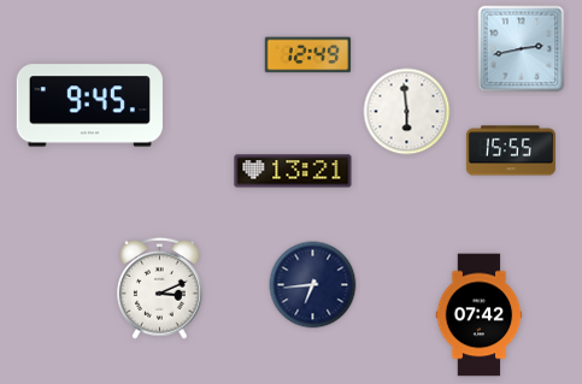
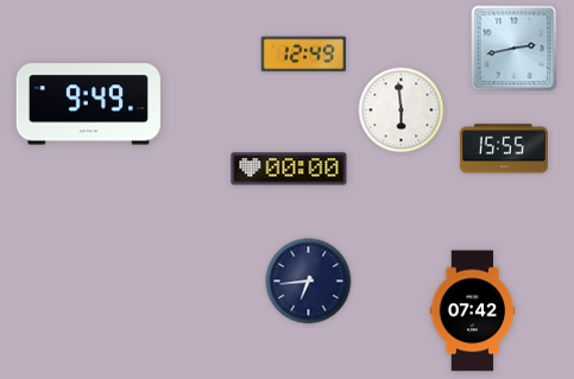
clock at (89, 106): 9:45 -> 9:49
clock at (293, 171): 13:21 -> 00:00
clock at (160, 288): 3:11 -> none
